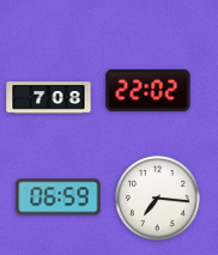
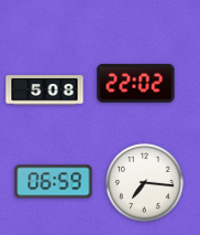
clock at (49, 98): 7:08 -> 5:08
